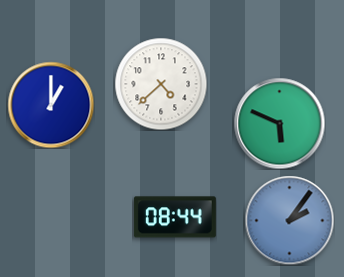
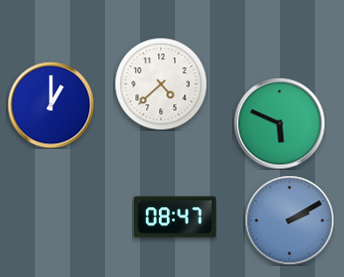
clock at (175, 217): 08:44 -> 08:47
clock at (289, 220): 2:06 -> 2:10
